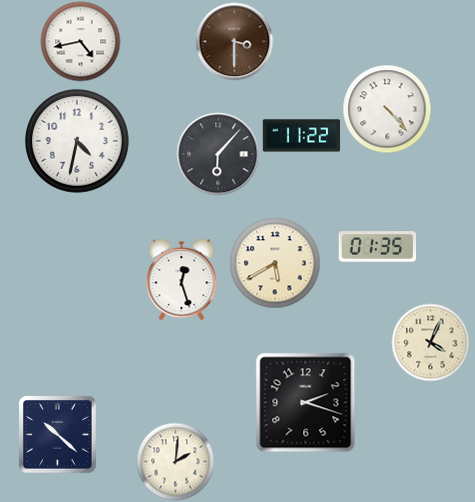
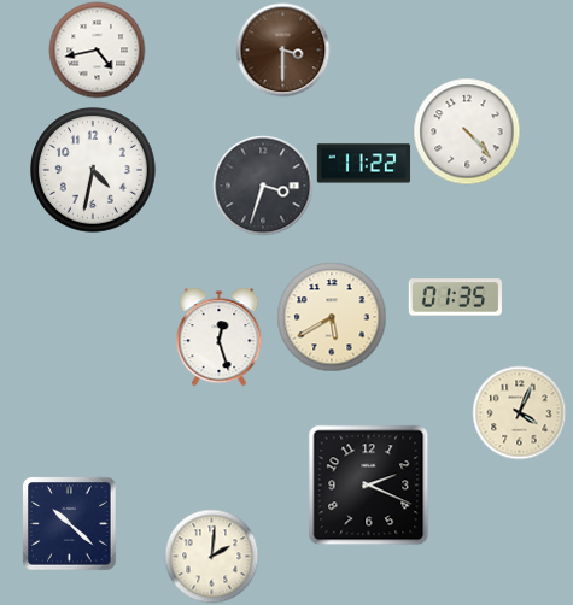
clock at (218, 154): 6:07 -> 3:33
clock at (305, 402): 2:18 -> 2:19
